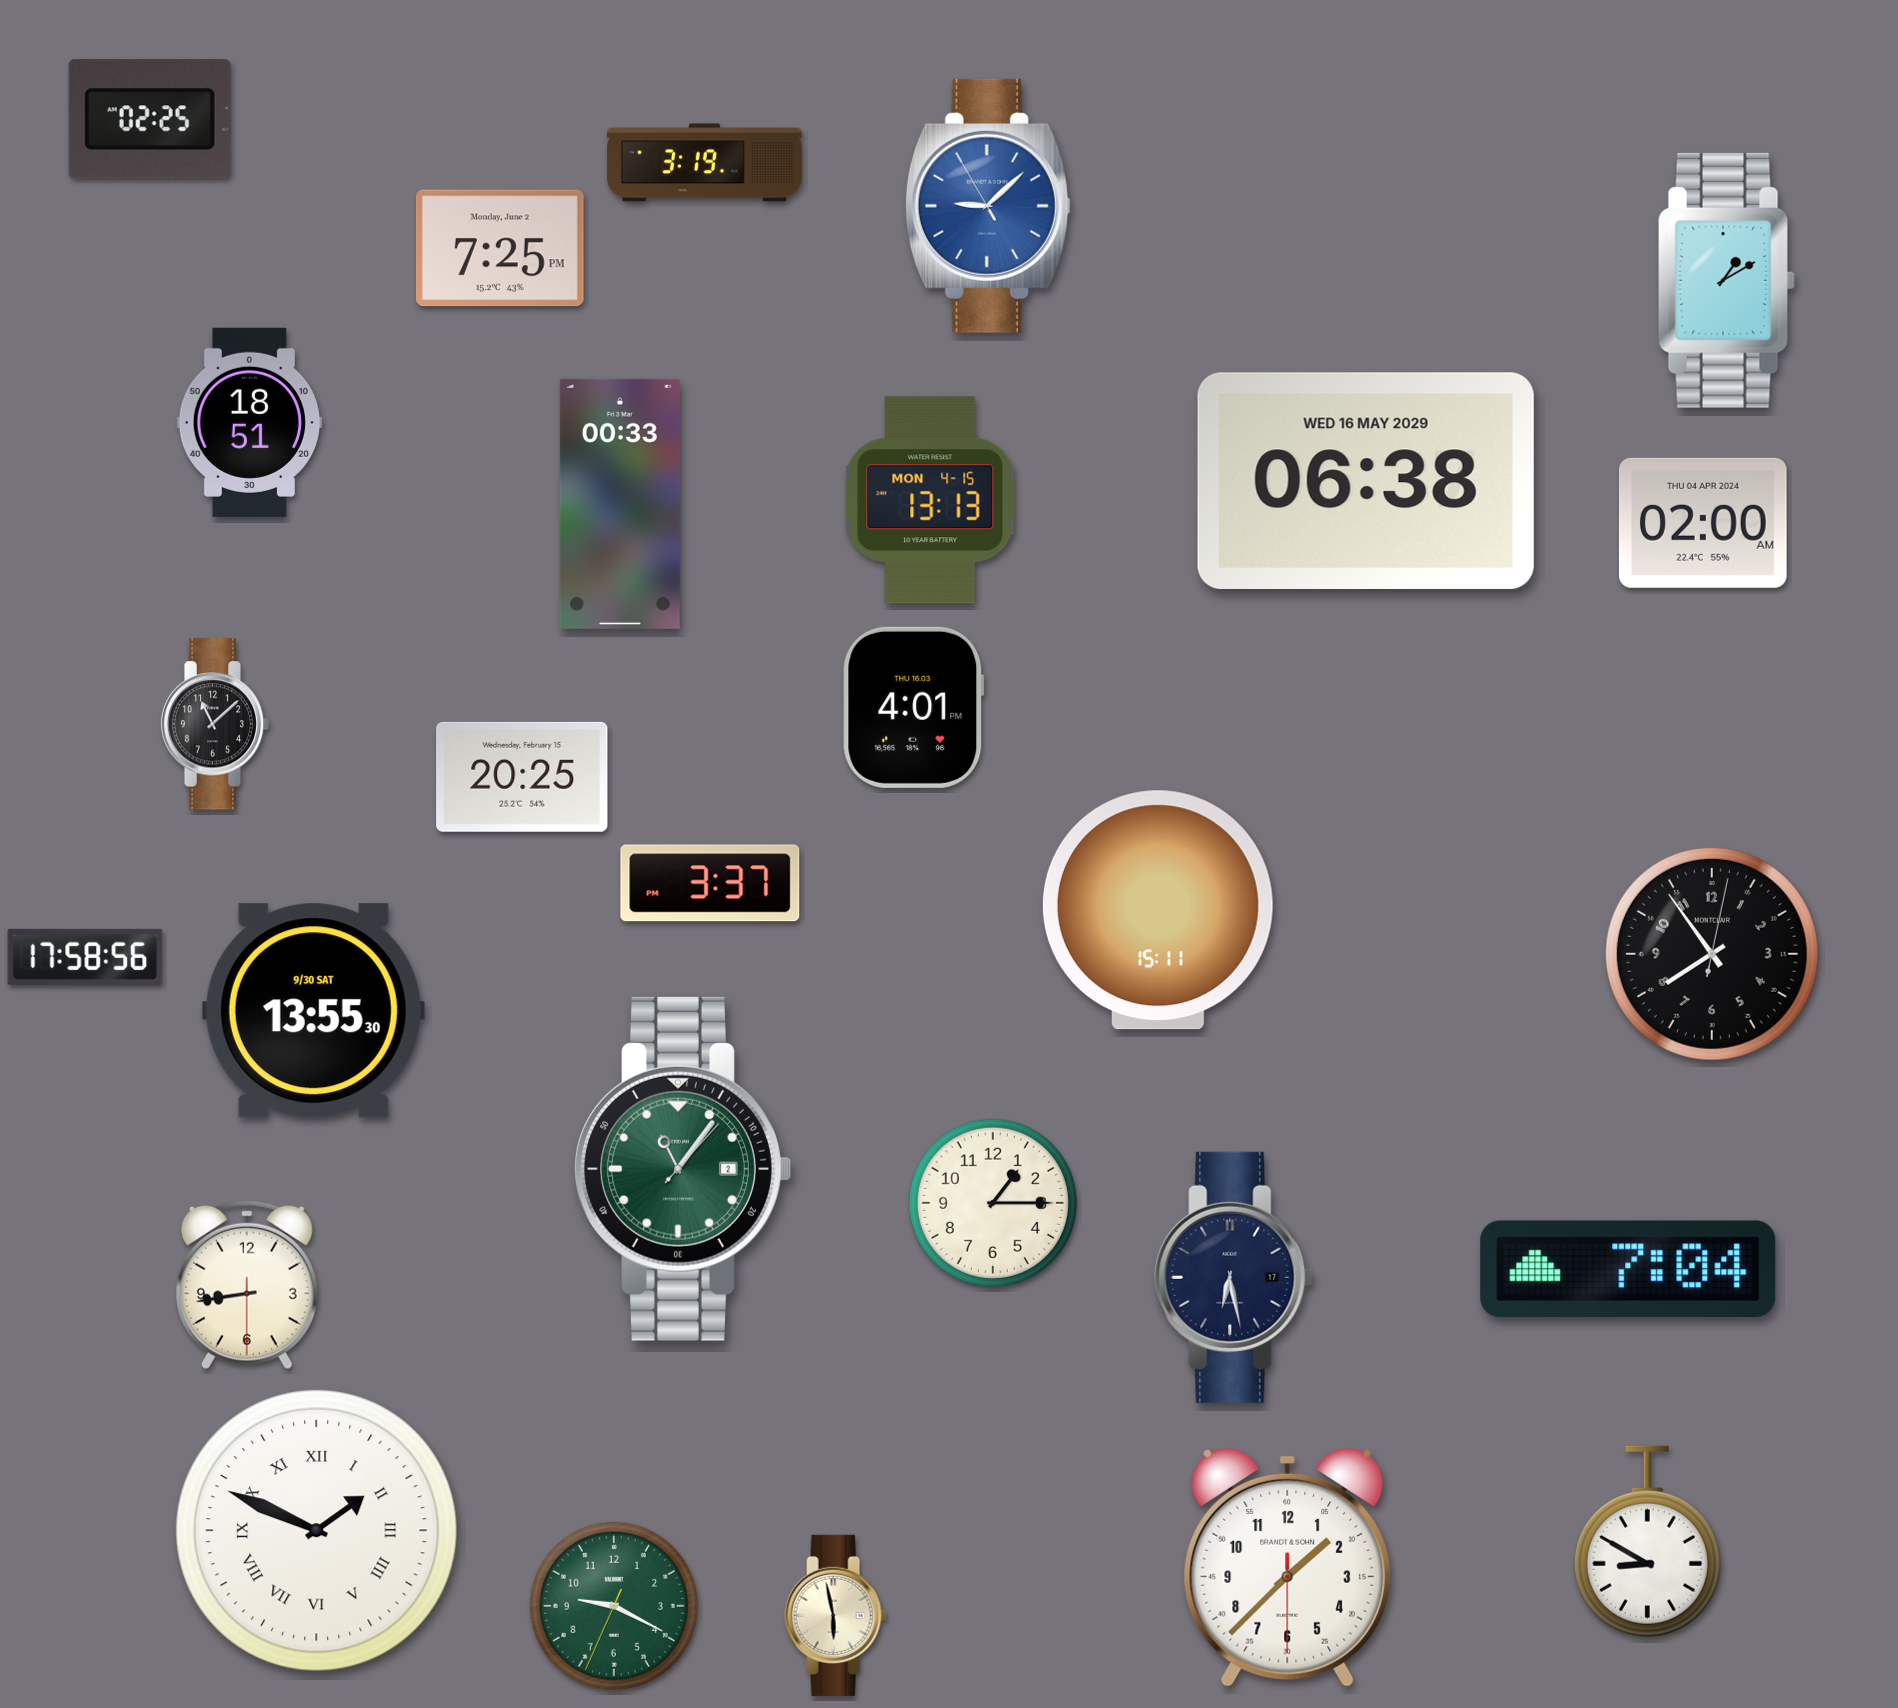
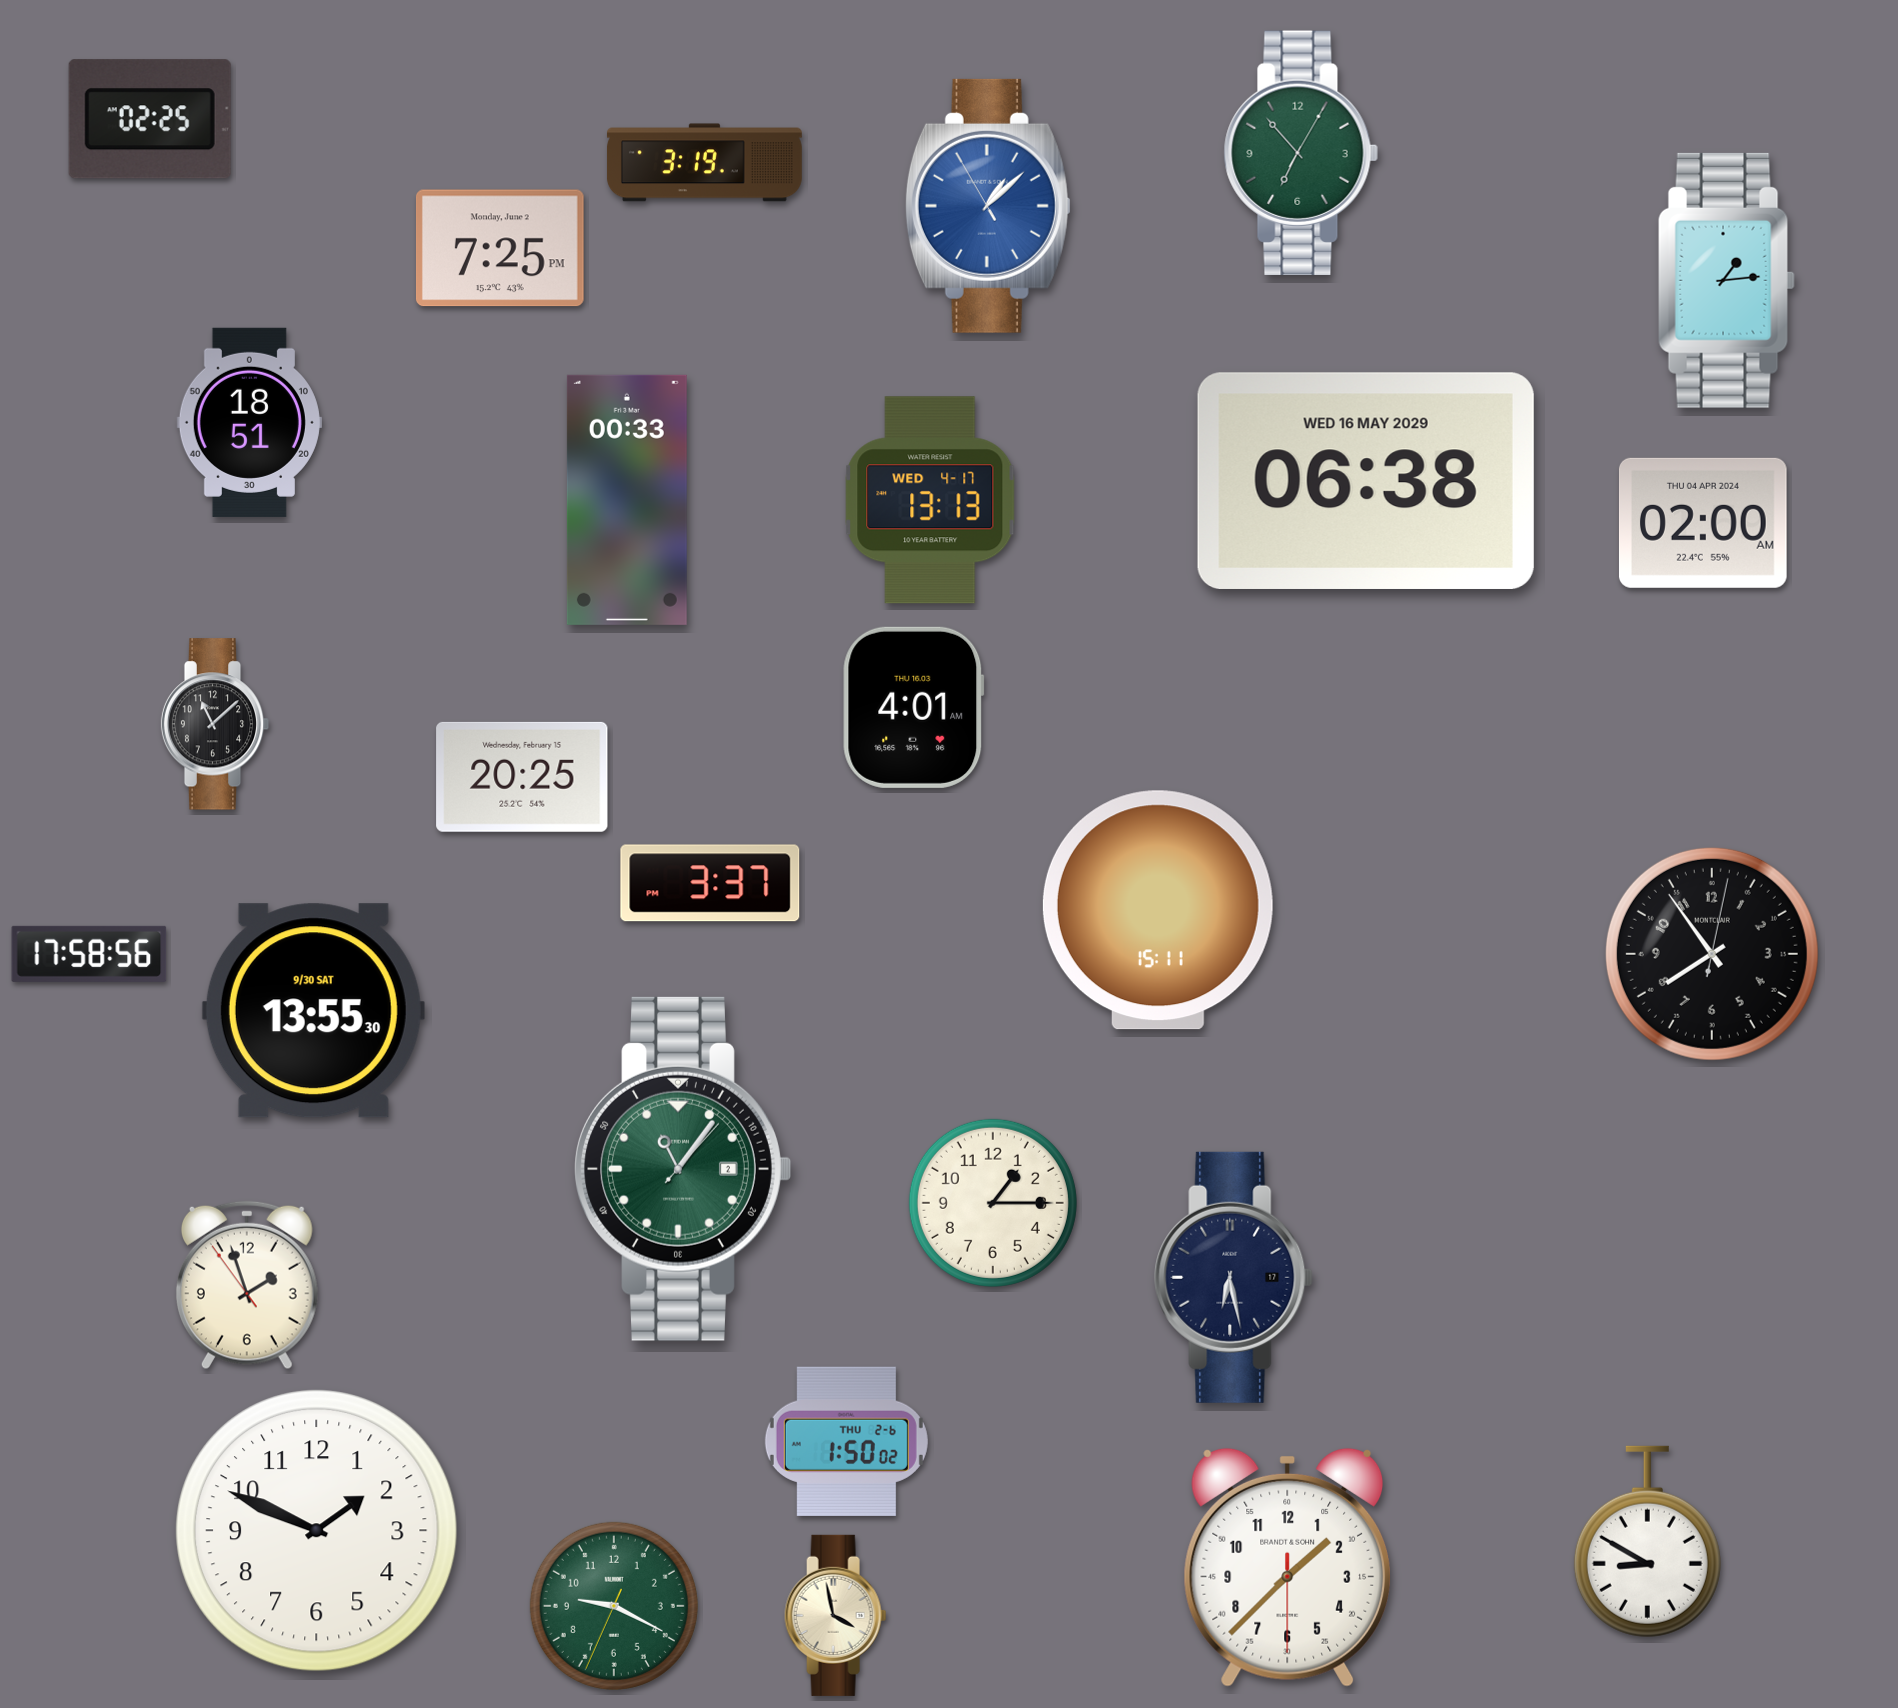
clock at (1301, 152): none -> 6:53
clock at (988, 206): 9:07 -> 1:07
clock at (1726, 280): 1:10 -> 1:14
clock at (930, 500) date: MON 4-15 -> WED 4-17
clock at (620, 504) position: (620, 504) -> (627, 500)
clock at (914, 707): 4:01 PM -> 4:01 AM
clock at (85, 957) position: (85, 957) -> (89, 954)
clock at (1628, 1268): 7:04 -> none
clock at (247, 1285): 8:43 -> 1:56
clock at (846, 1441): none -> 1:50
clock at (317, 1531) numerals: Roman -> Arabic
clock at (836, 1615): 5:58 -> 3:58
